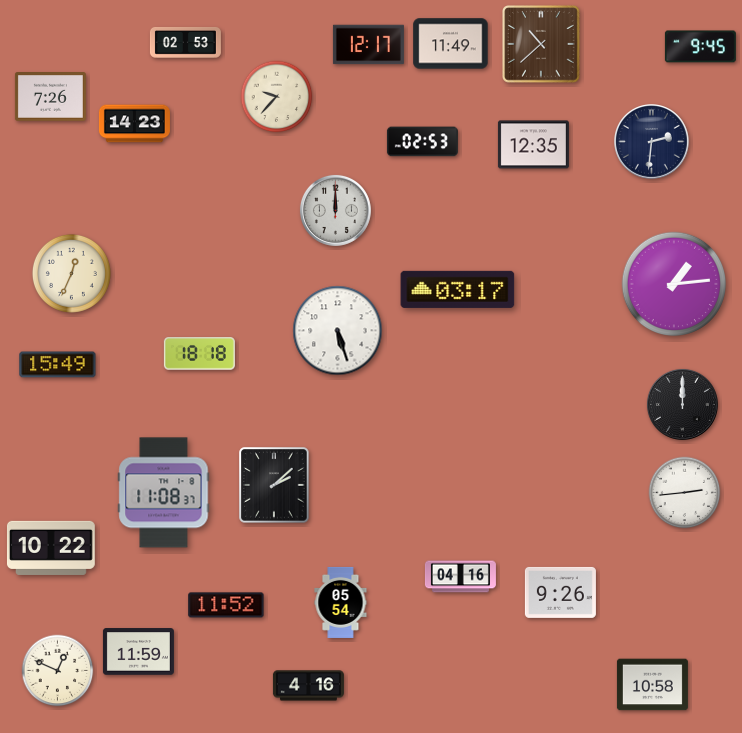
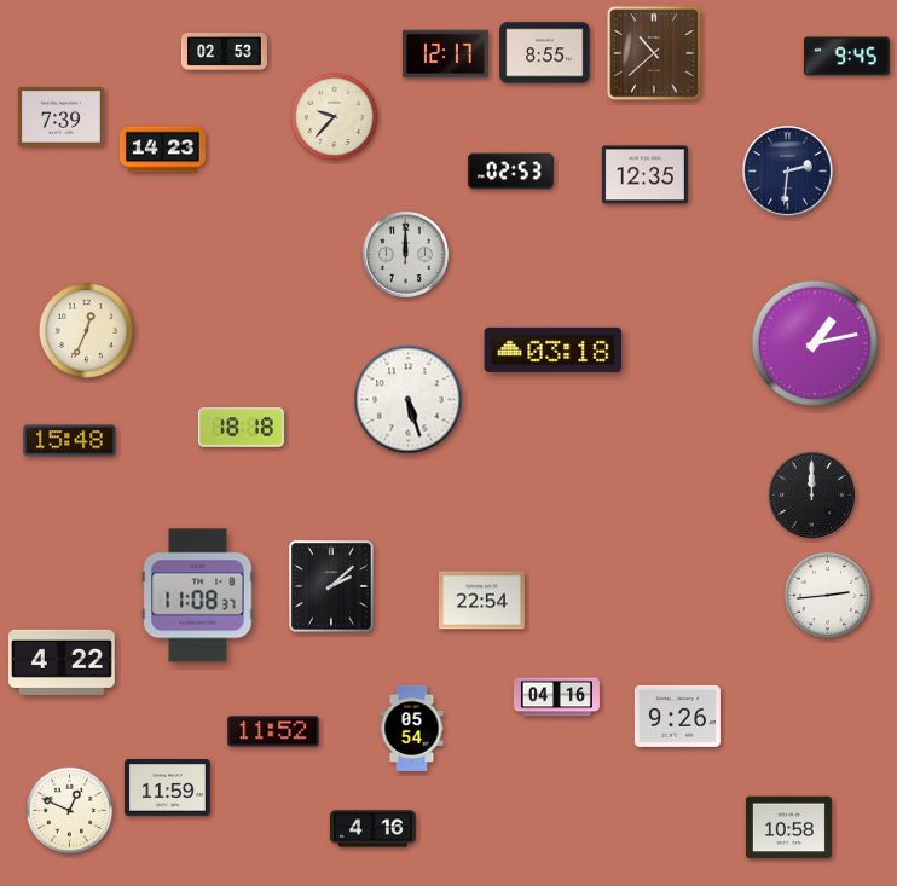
clock at (451, 44): 11:49 -> 8:55
clock at (50, 97): 7:26 -> 7:39
clock at (674, 284): 1:14 -> 1:13
clock at (458, 289): 03:17 -> 03:18
clock at (58, 365): 15:49 -> 15:48
clock at (682, 404) position: (682, 404) -> (811, 494)
clock at (481, 601): none -> 22:54
clock at (51, 548): 10:22 -> 4:22
